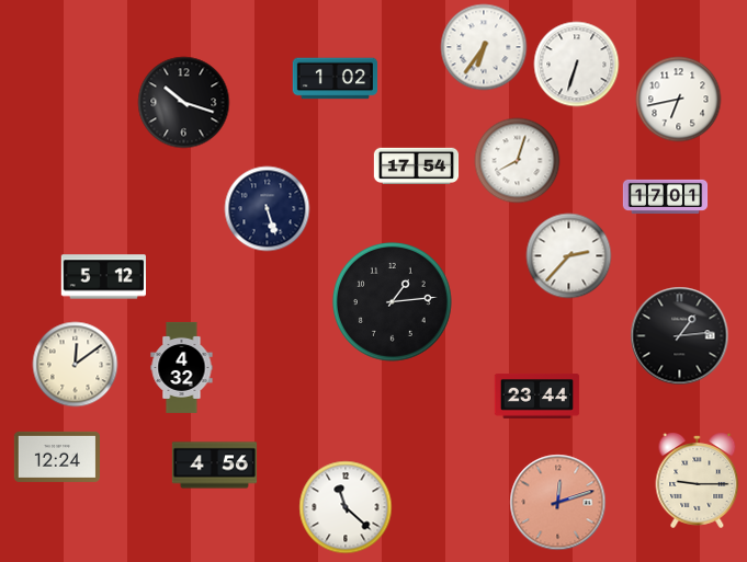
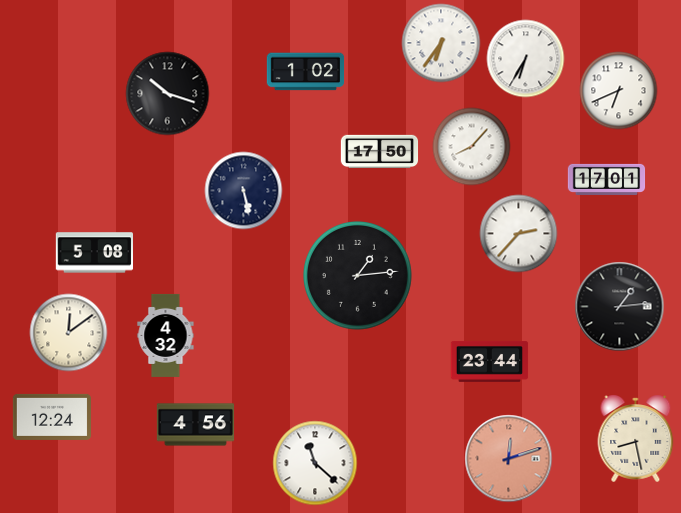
clock at (576, 64): 6:33 -> 6:35
clock at (678, 99): 6:43 -> 6:41
clock at (517, 160): 8:03 -> 8:07
clock at (416, 167): 17:54 -> 17:50
clock at (267, 208): 5:27 -> 5:28
clock at (103, 277): 5:12 -> 5:08
clock at (698, 480): 9:15 -> 8:28
